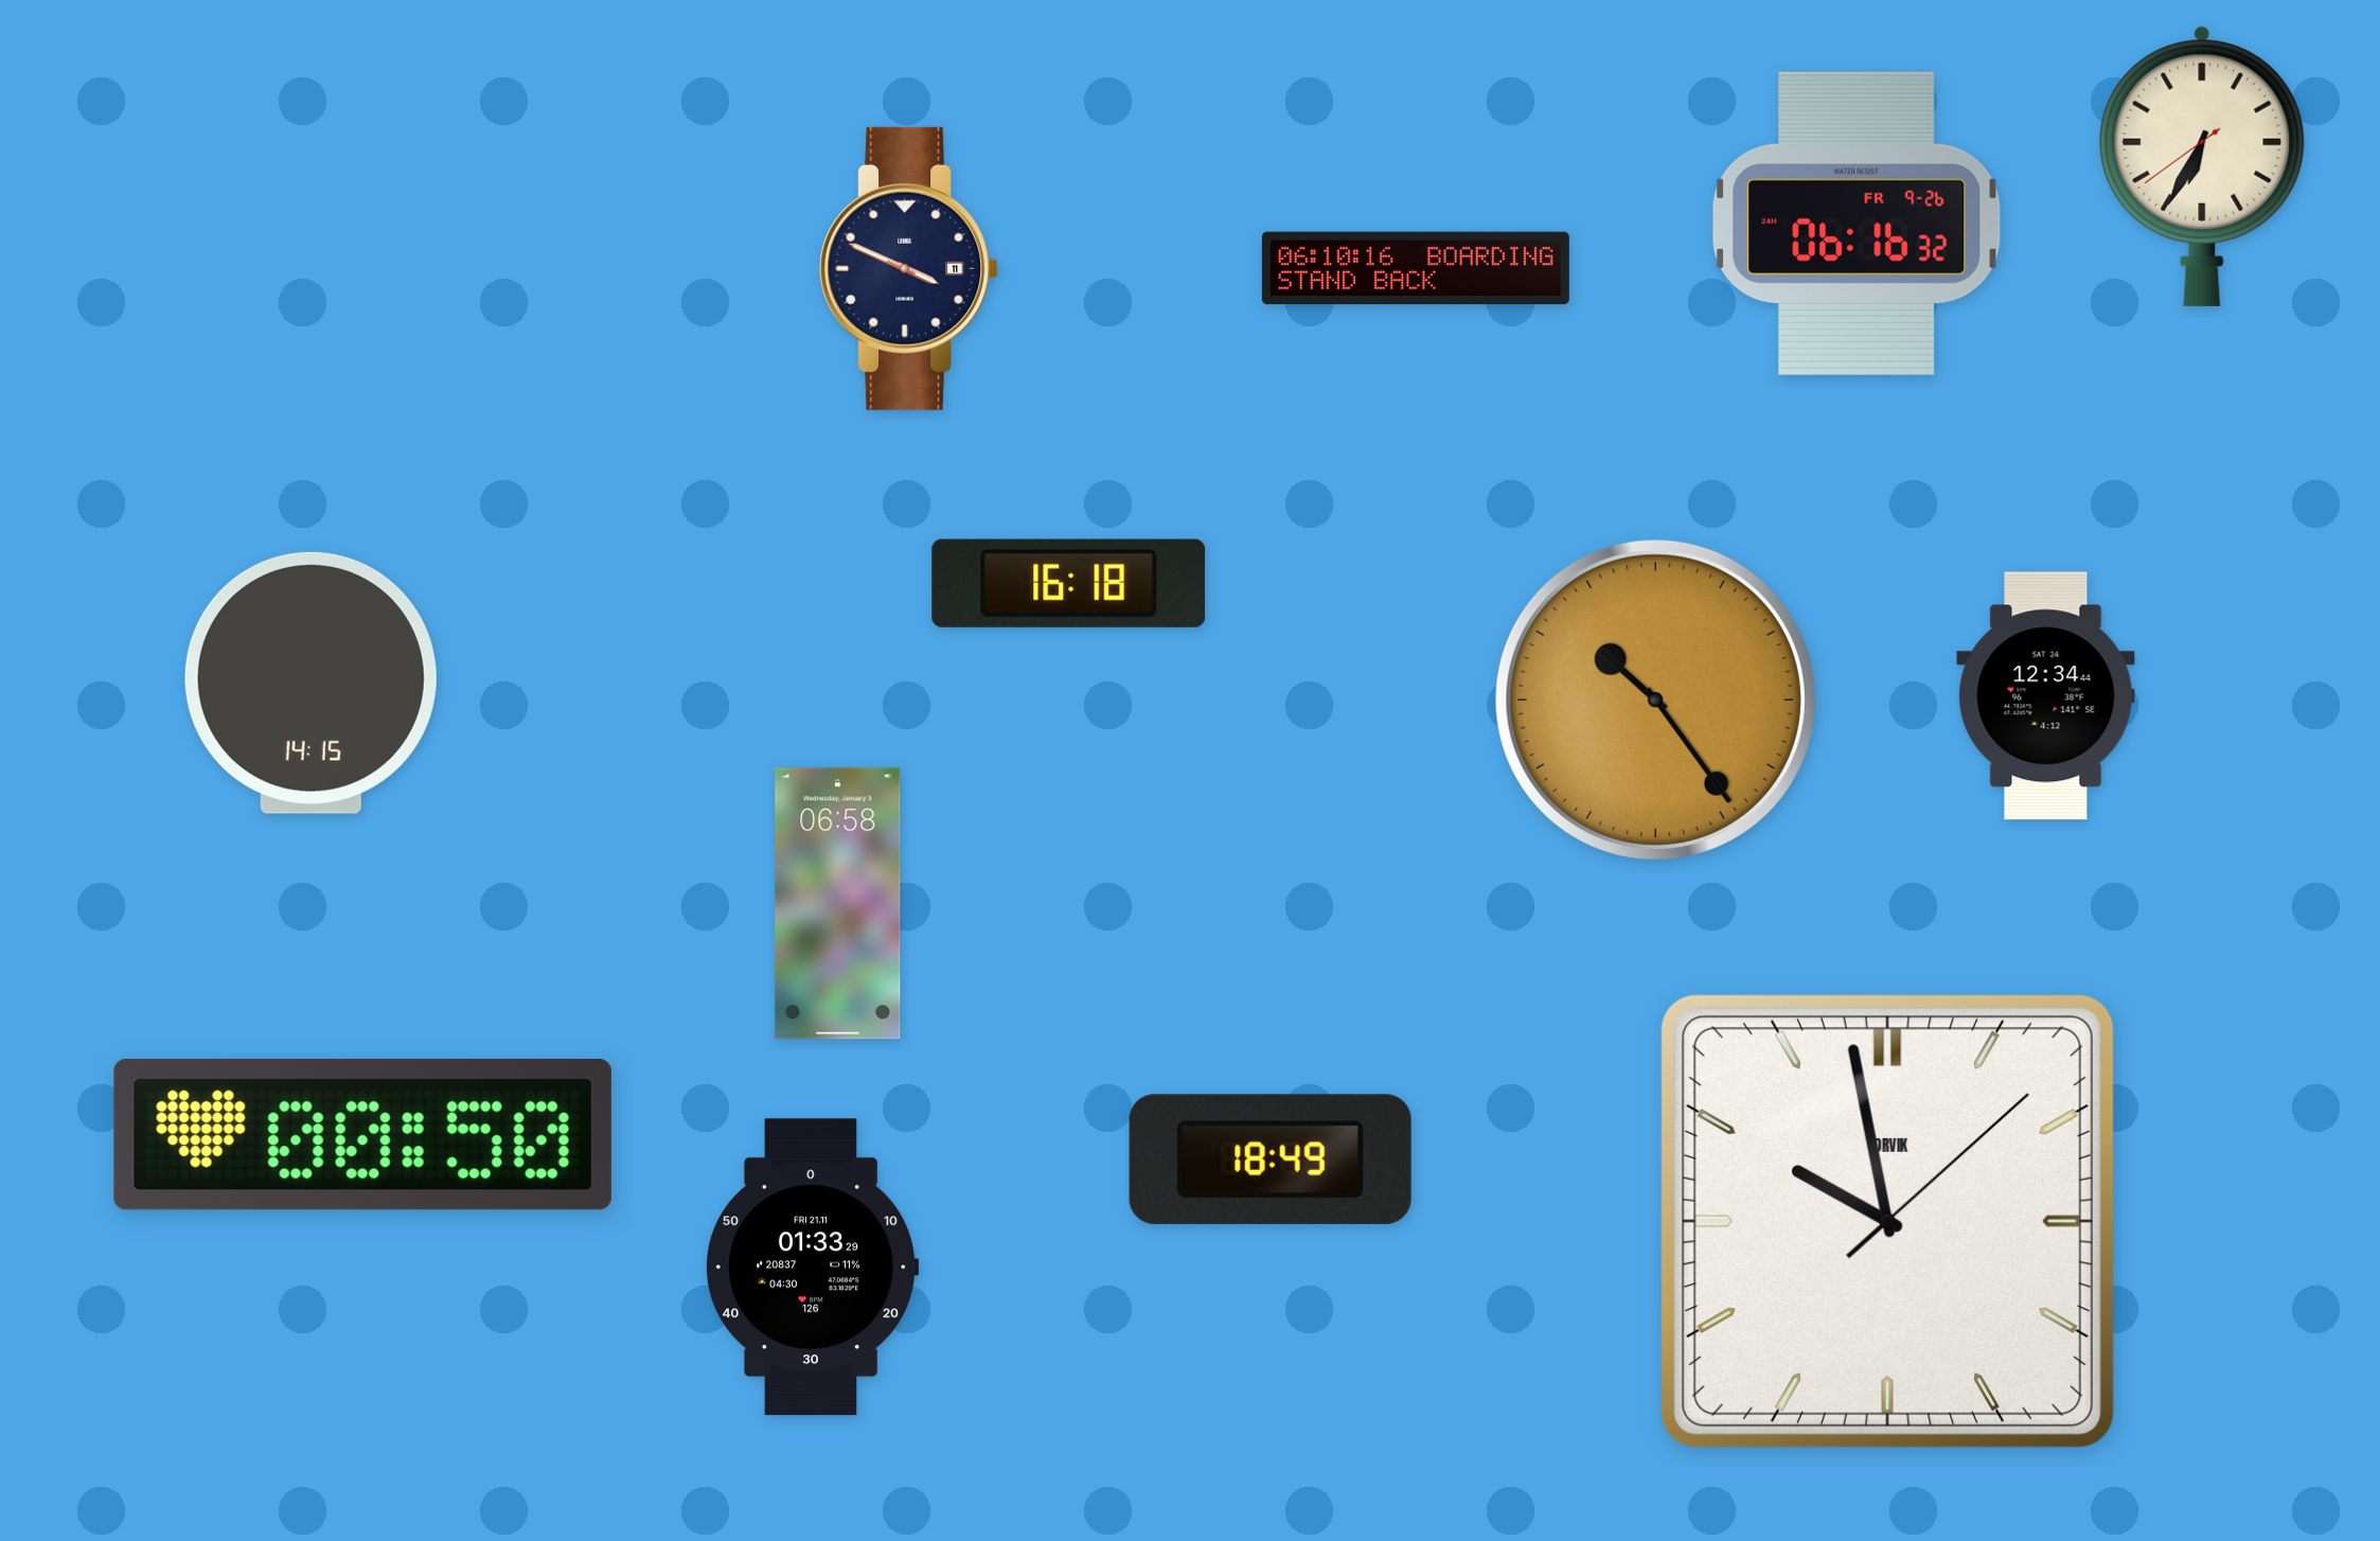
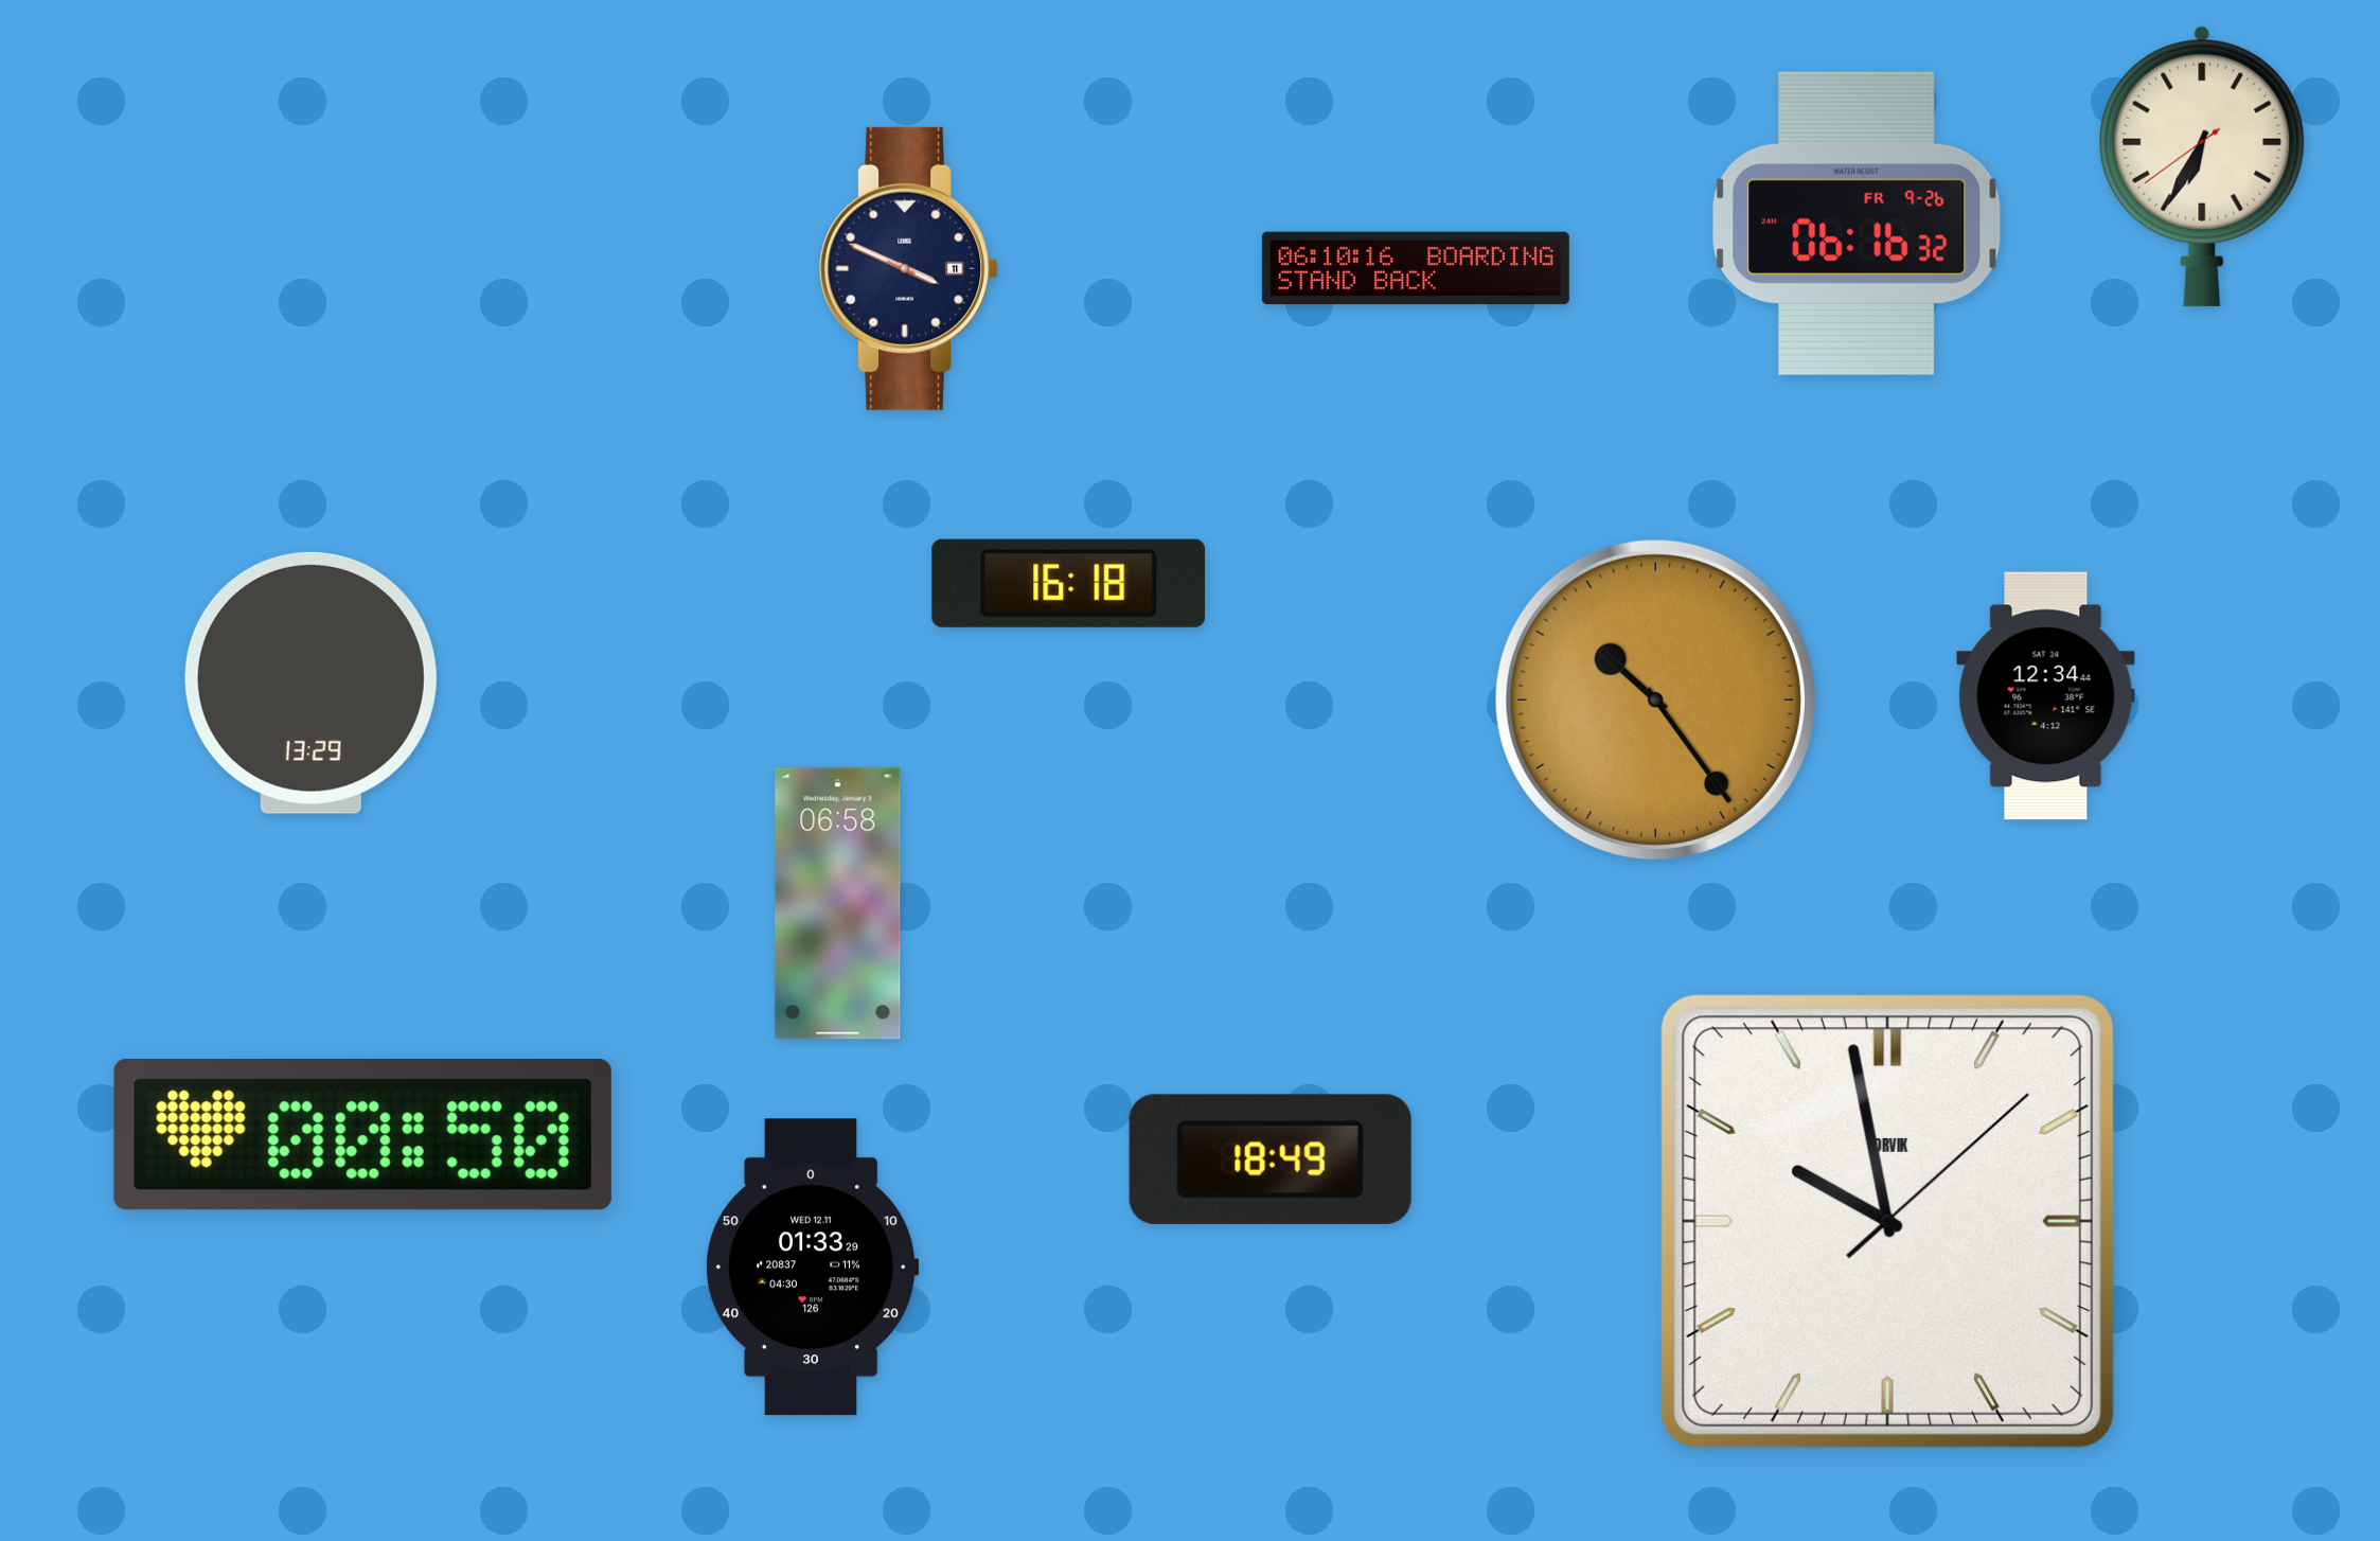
clock at (310, 683): 14:15 -> 13:29
clock at (812, 1268) date: FRI 21.11 -> WED 12.11
